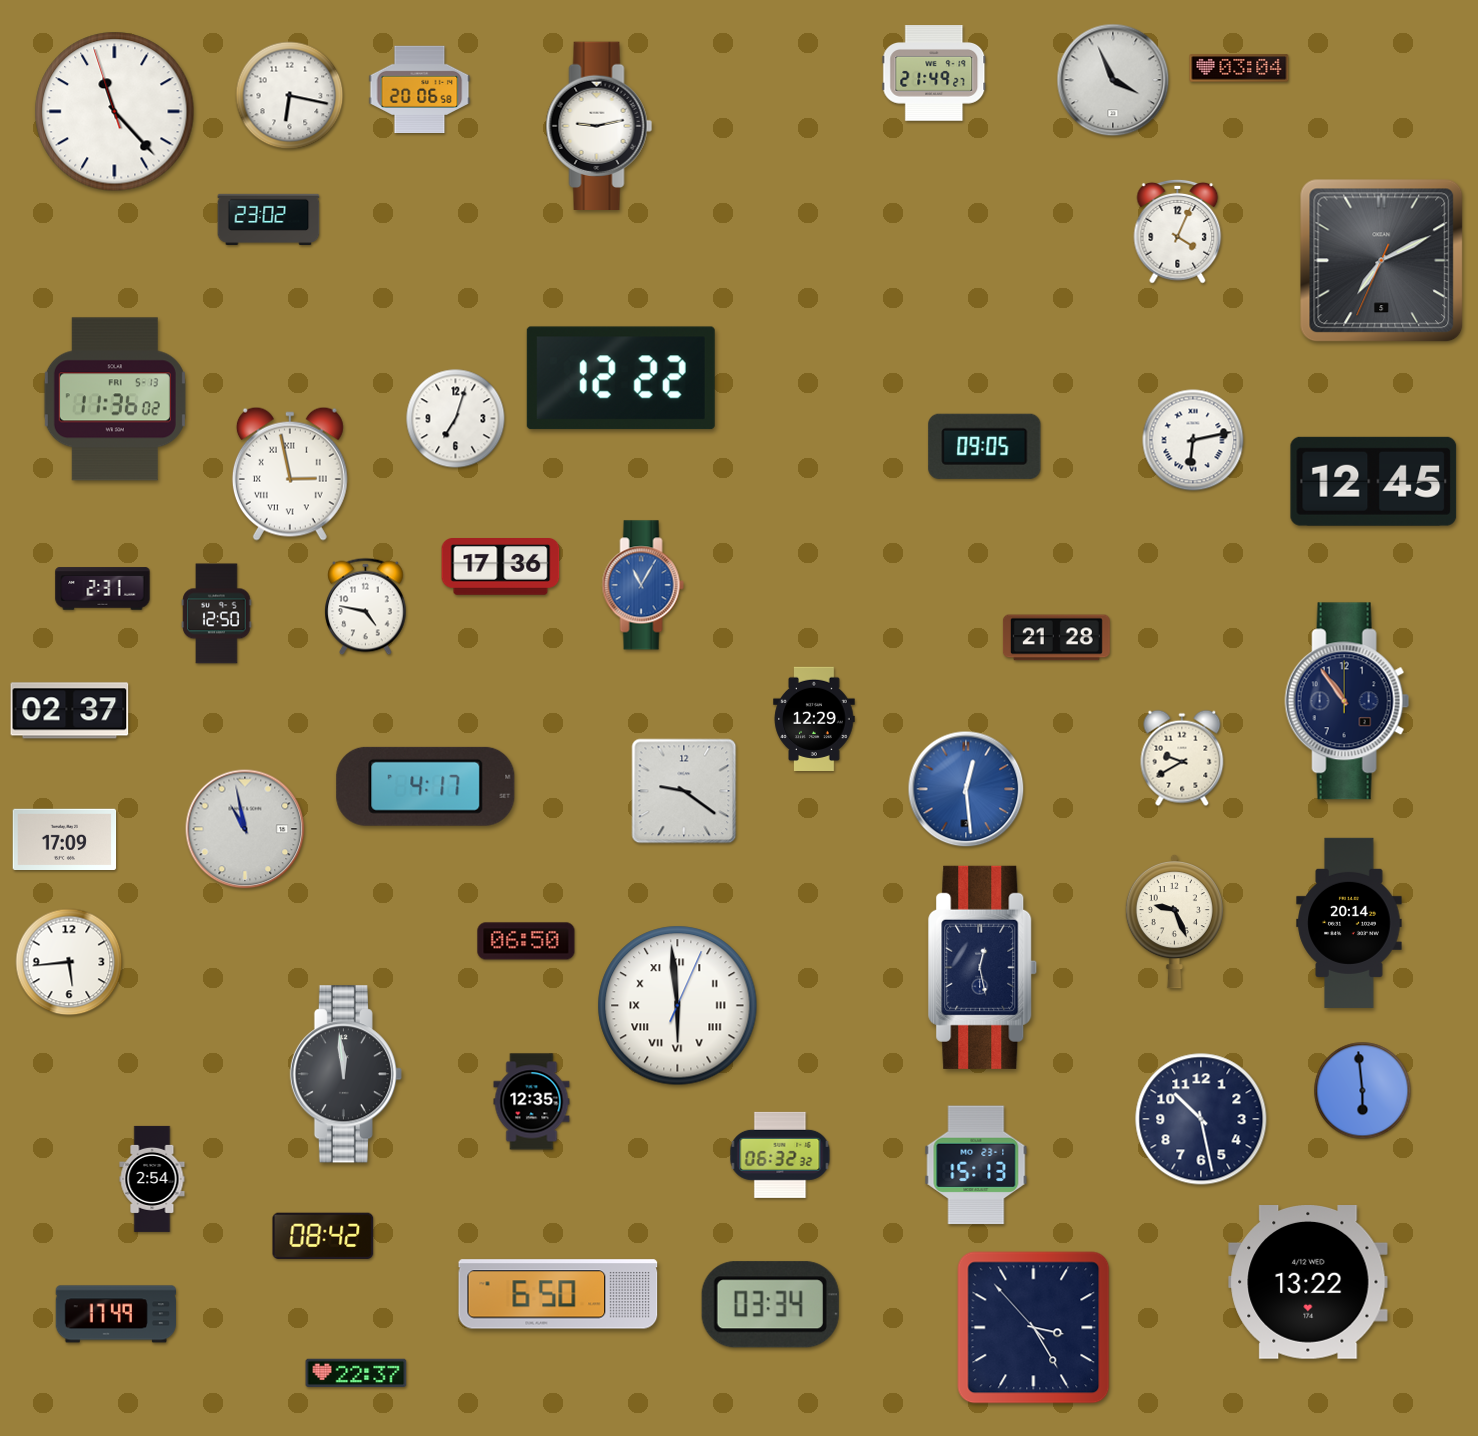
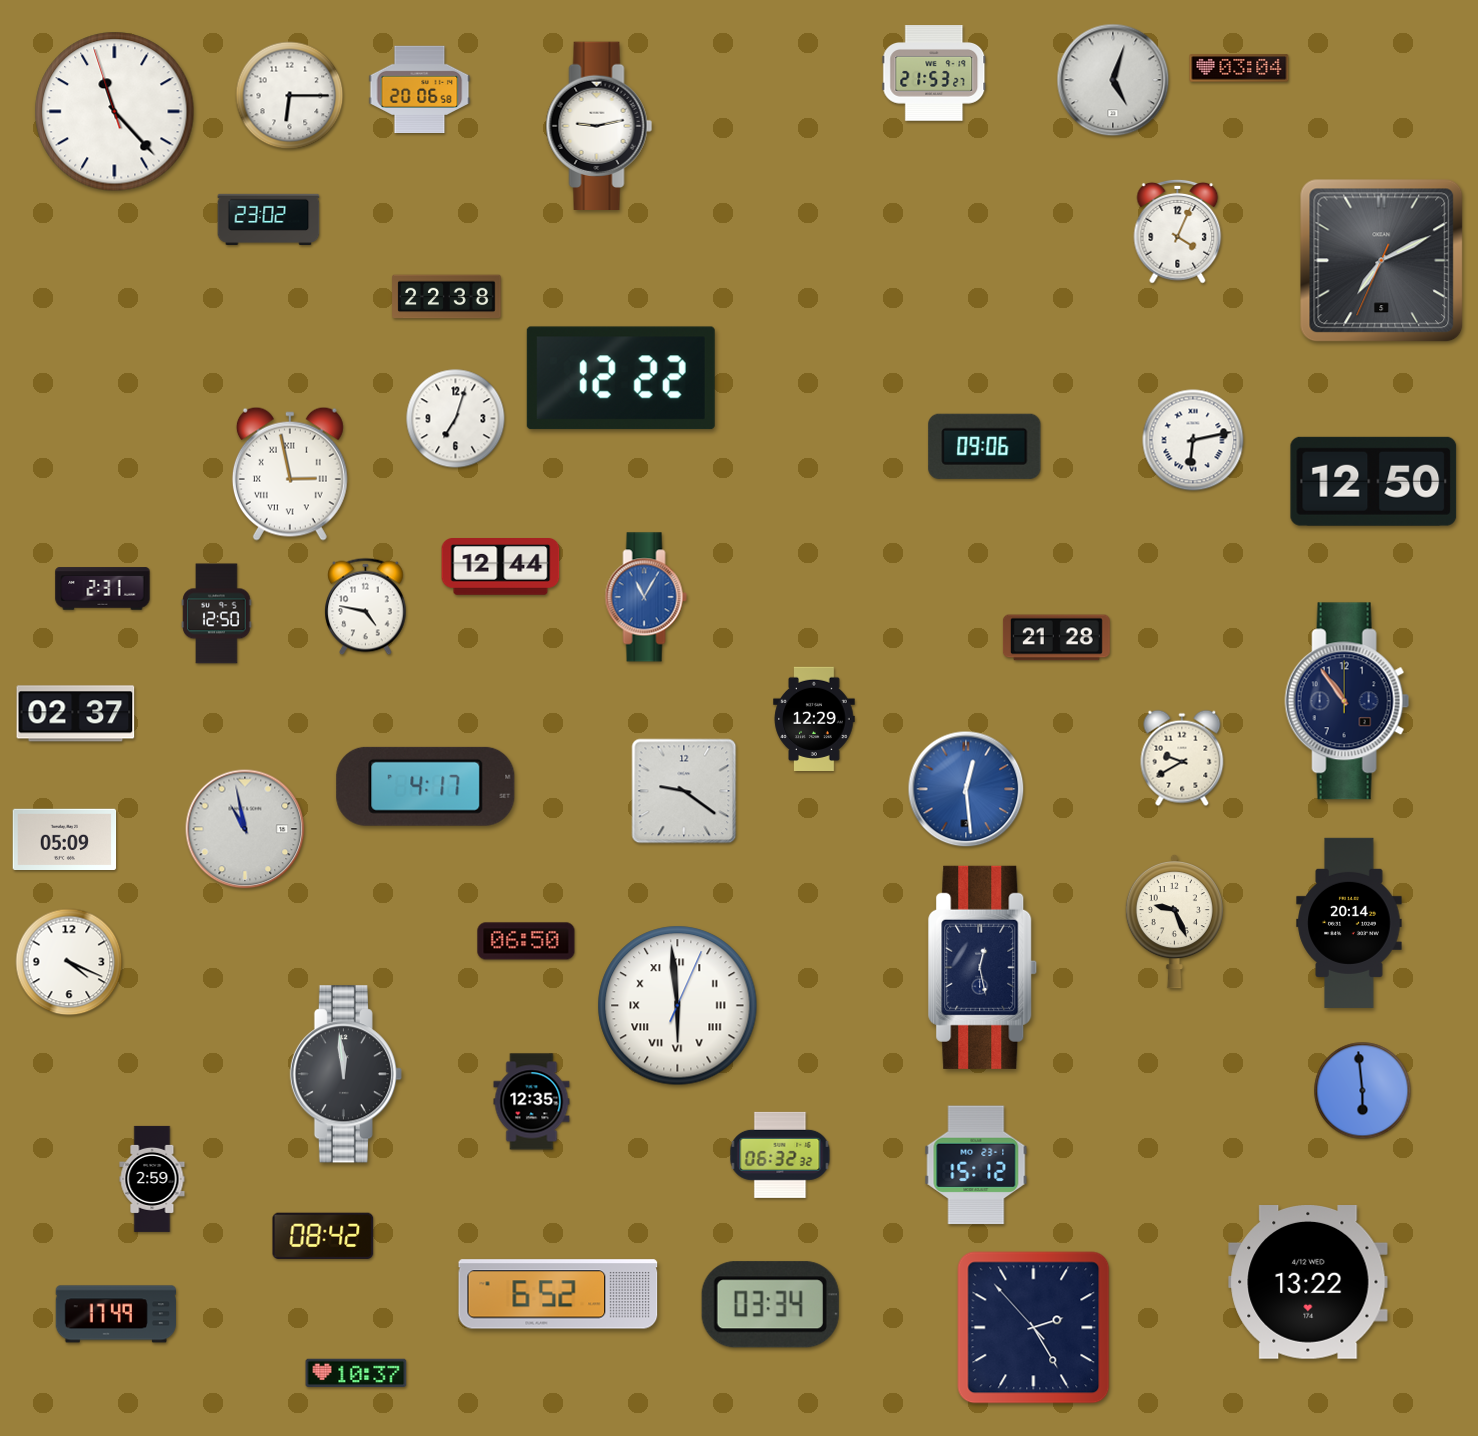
clock at (934, 73): 21:49 -> 21:53
clock at (1113, 80): 3:56 -> 5:03
clock at (290, 96): 6:17 -> 6:15
clock at (447, 297): none -> 22:38
clock at (115, 399): 11:36 -> none
clock at (985, 446): 09:05 -> 09:06
clock at (1374, 481): 12:45 -> 12:50
clock at (501, 567): 17:36 -> 12:44
clock at (643, 585) position: (643, 585) -> (646, 597)
clock at (70, 711) position: (70, 711) -> (76, 714)
clock at (65, 839): 17:09 -> 05:09
clock at (69, 962): 5:44 -> 4:19
clock at (1201, 1119): 10:28 -> none
clock at (976, 1165): 15:13 -> 15:12
clock at (152, 1179): 2:54 -> 2:59
clock at (558, 1294): 6:50 -> 6:52
clock at (1034, 1328): 3:24 -> 2:24
clock at (356, 1372): 22:37 -> 10:37
